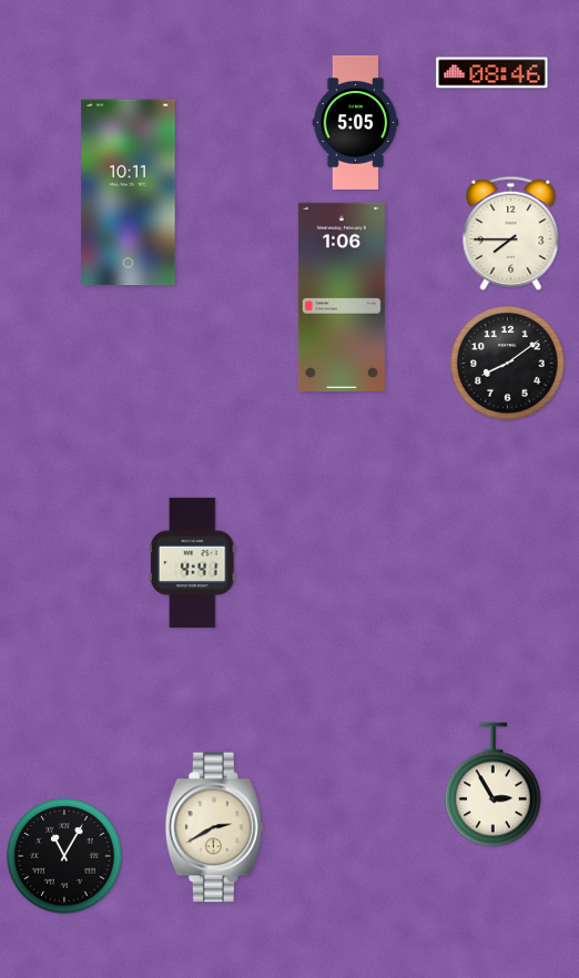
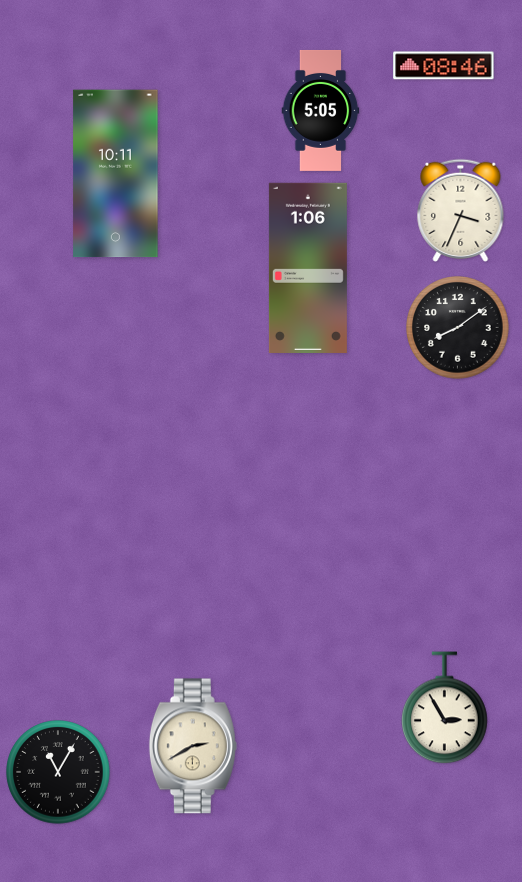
clock at (511, 233): 7:45 -> 3:34
clock at (192, 562): 4:41 -> none
